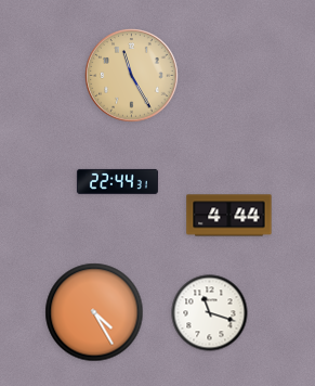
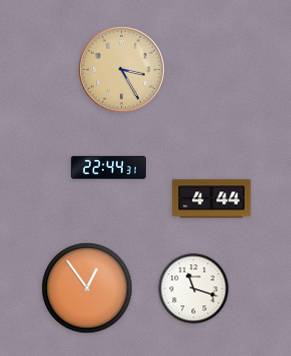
clock at (132, 76): 11:25 -> 3:25
clock at (94, 312): 4:25 -> 12:54
